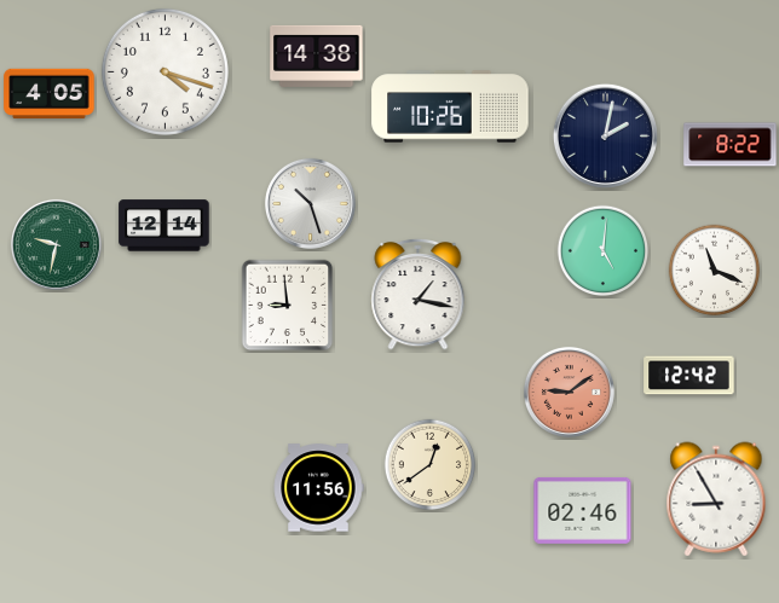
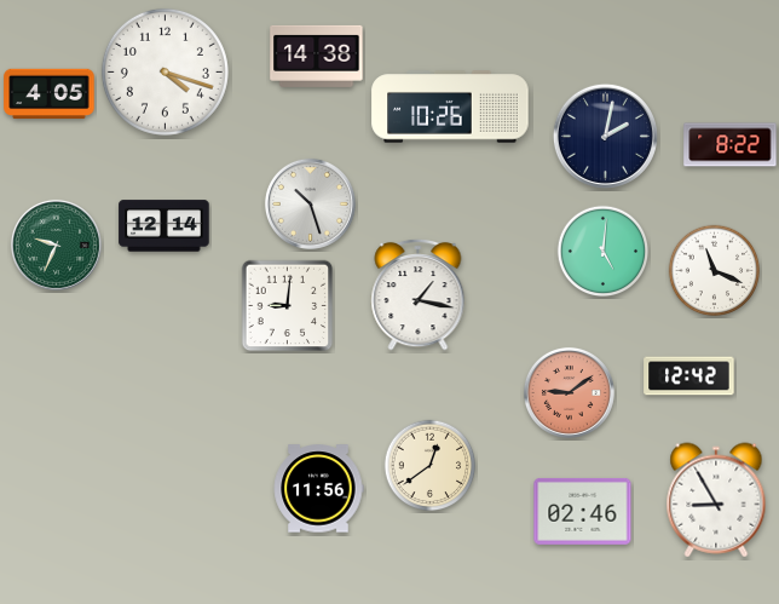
clock at (56, 244): 9:32 -> 9:34
clock at (288, 306): 8:59 -> 9:01
